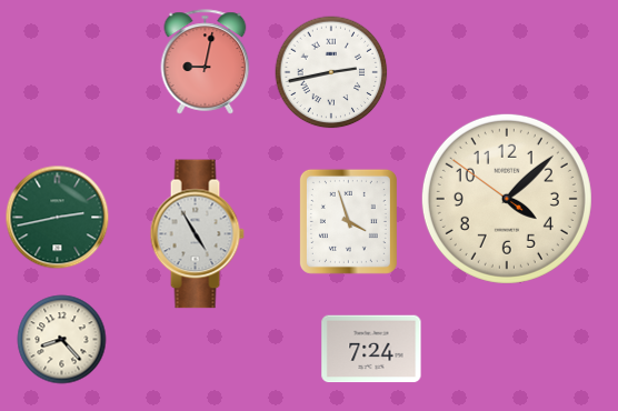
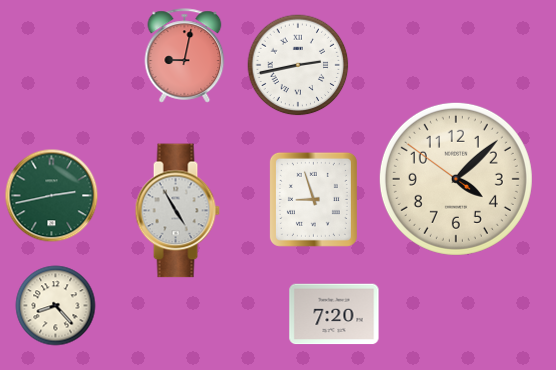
clock at (348, 221): 3:57 -> 8:57
clock at (371, 349): 7:24 -> 7:20
